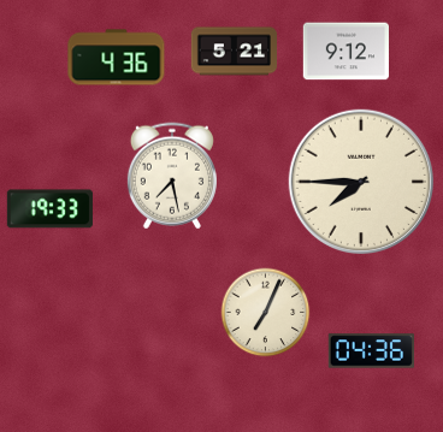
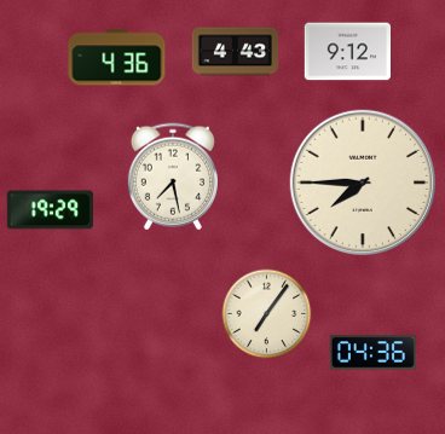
clock at (234, 52): 5:21 -> 4:43
clock at (49, 209): 19:33 -> 19:29
clock at (266, 313): 7:04 -> 7:06
